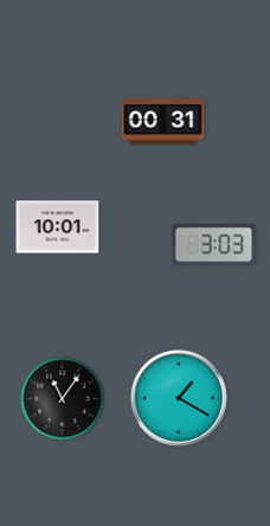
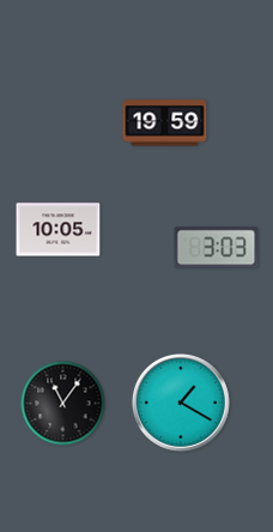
clock at (163, 122): 00:31 -> 19:59
clock at (58, 227): 10:01 -> 10:05
